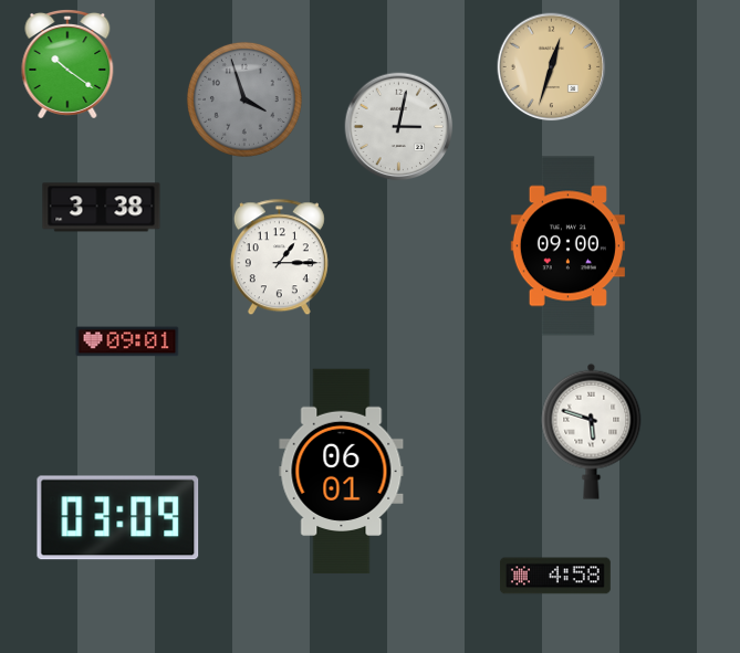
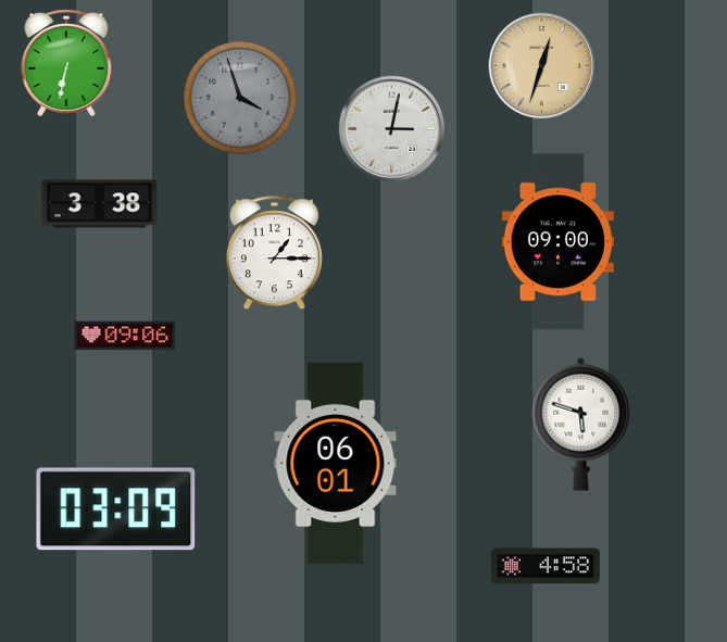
clock at (67, 65): 10:21 -> 6:32
clock at (399, 127) position: (399, 127) -> (392, 129)
clock at (127, 341): 09:01 -> 09:06
